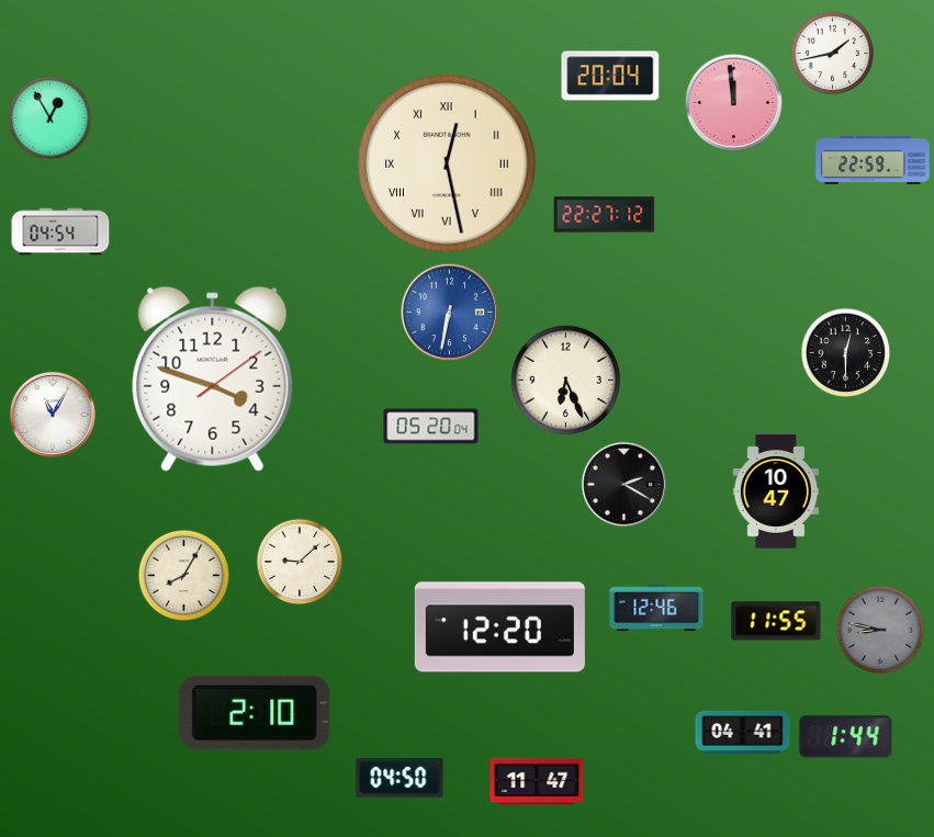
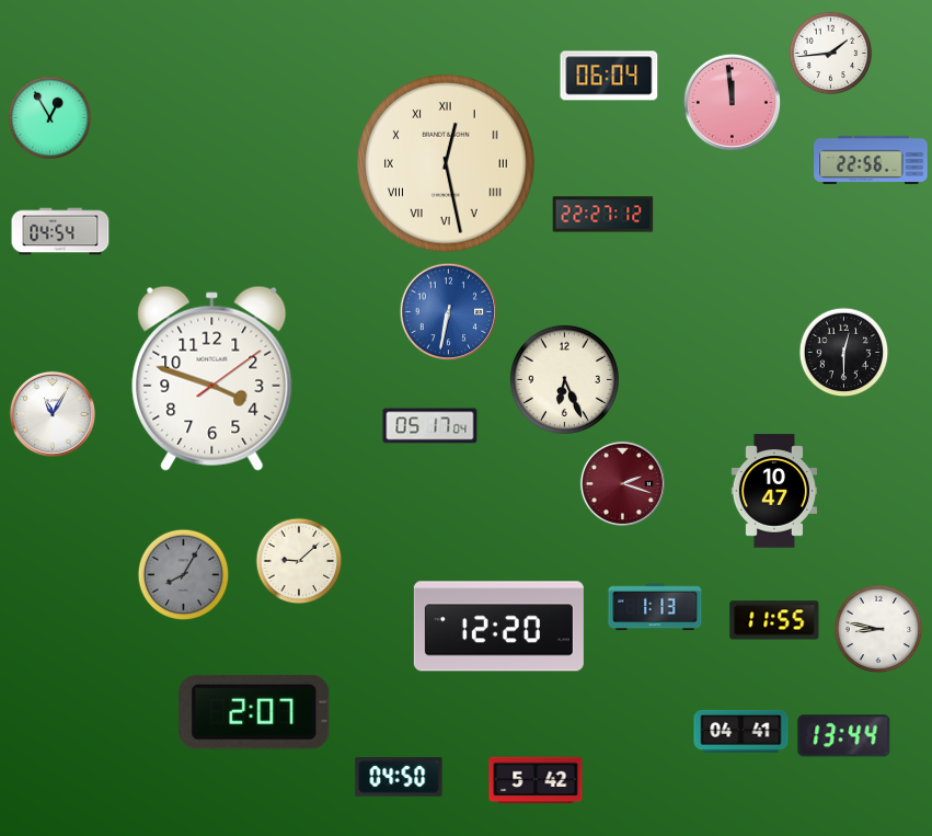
clock at (833, 54): 1:43 -> 1:44
clock at (610, 76): 20:04 -> 06:04
clock at (873, 160): 22:59 -> 22:56
clock at (431, 427): 05:20 -> 05:17
clock at (623, 484): 2:20 -> 2:18
clock at (623, 484) dial: black -> burgundy
clock at (184, 576) dial: cream -> grey
clock at (656, 608): 12:46 -> 1:13
clock at (880, 630) dial: grey -> white
clock at (255, 713): 2:10 -> 2:07
clock at (846, 737): 1:44 -> 13:44
clock at (537, 781): 11:47 -> 5:42
